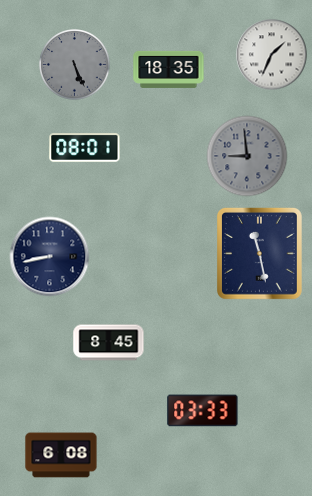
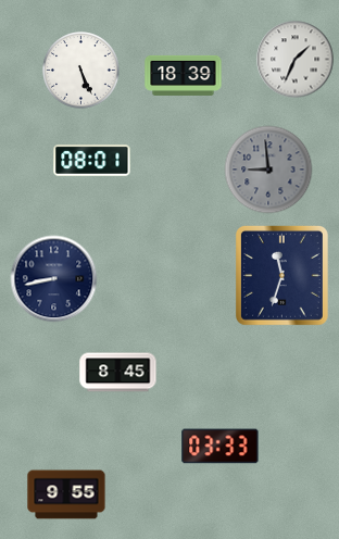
clock at (75, 65) dial: grey -> white
clock at (169, 69): 18:35 -> 18:39
clock at (259, 253): 11:28 -> 11:33
clock at (61, 455): 6:08 -> 9:55
